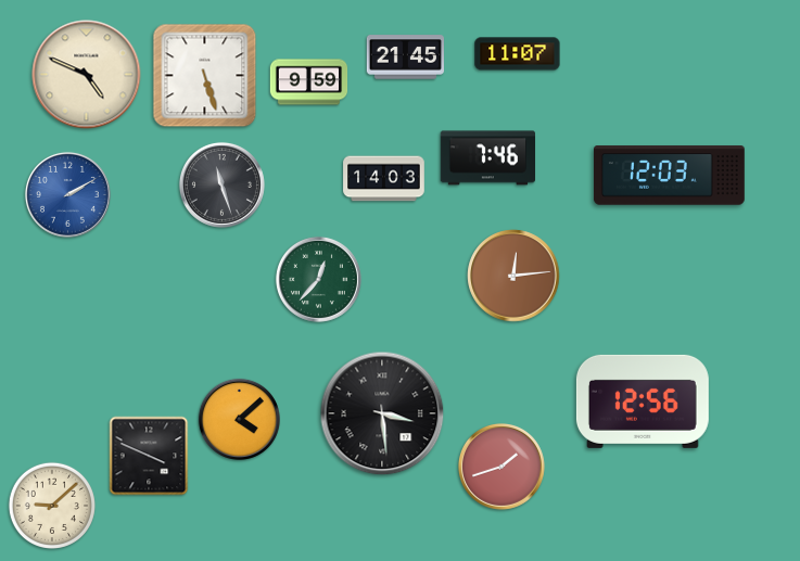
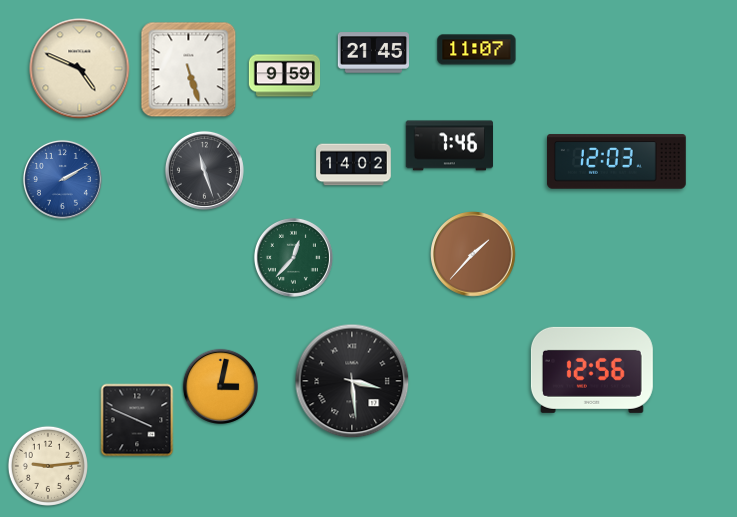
clock at (384, 179): 14:03 -> 14:02
clock at (513, 276): 12:14 -> 1:37
clock at (239, 419): 4:08 -> 3:02
clock at (501, 467): 1:42 -> none
clock at (52, 506): 9:08 -> 9:14
